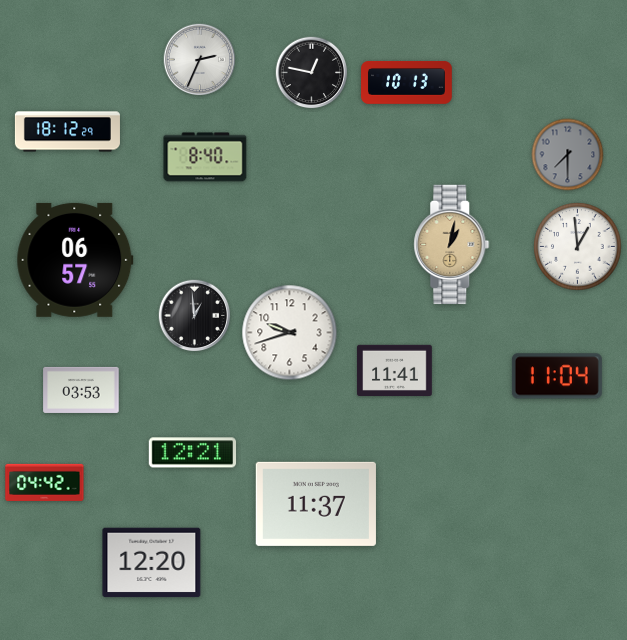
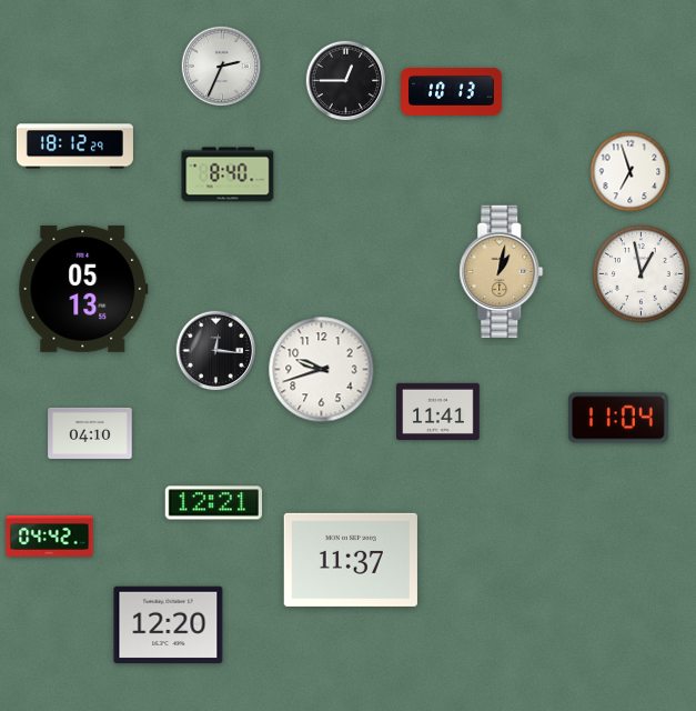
clock at (312, 73): 12:47 -> 12:45
clock at (568, 155): 7:30 -> 6:57
clock at (568, 155) dial: grey -> white
clock at (578, 247): 12:59 -> 12:58
clock at (75, 260): 06:57 -> 05:13
clock at (195, 316): 12:59 -> 12:16
clock at (81, 390): 03:53 -> 04:10
